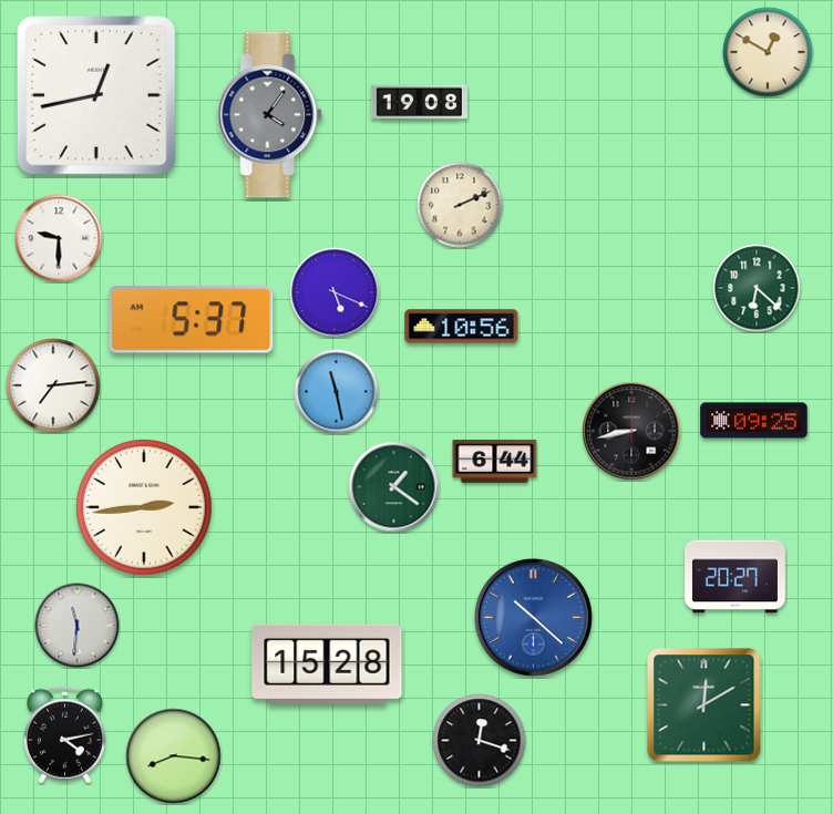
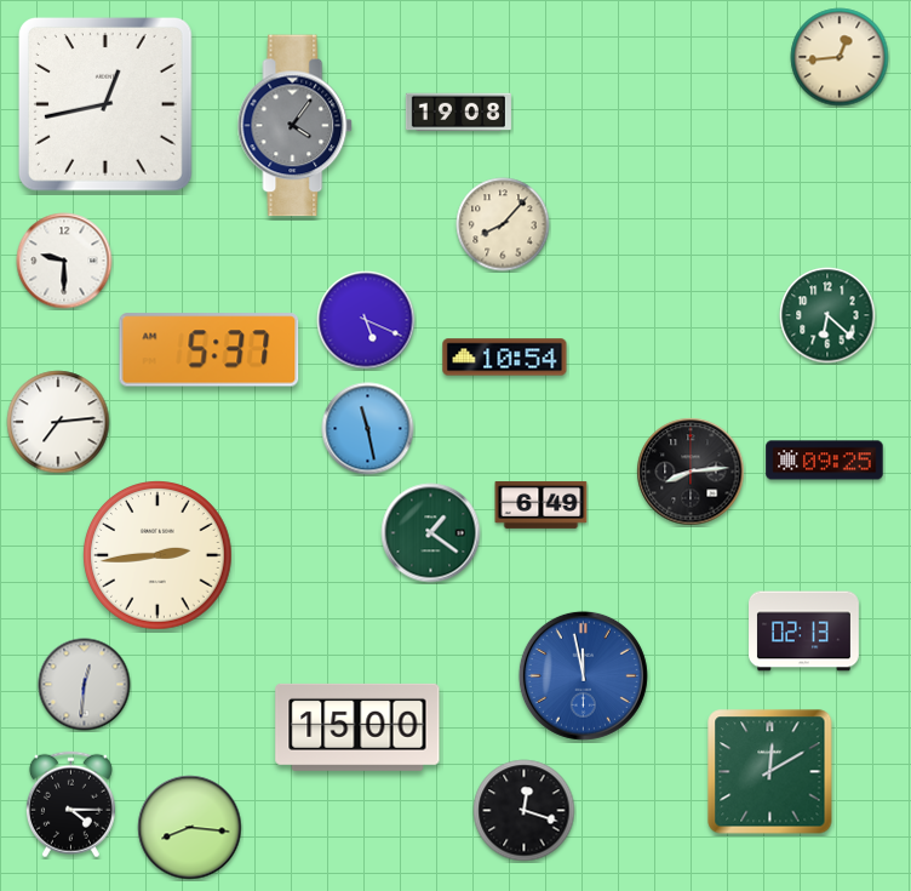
clock at (768, 52): 12:50 -> 12:44
clock at (460, 205): 2:11 -> 8:07
clock at (462, 327): 10:56 -> 10:54
clock at (631, 431): 8:43 -> 8:14
clock at (495, 461): 6:44 -> 6:49
clock at (736, 577): 20:27 -> 02:13
clock at (533, 617): 10:22 -> 11:58
clock at (78, 626): 11:31 -> 12:31
clock at (327, 664): 15:28 -> 15:00
clock at (64, 735): 4:13 -> 4:15
